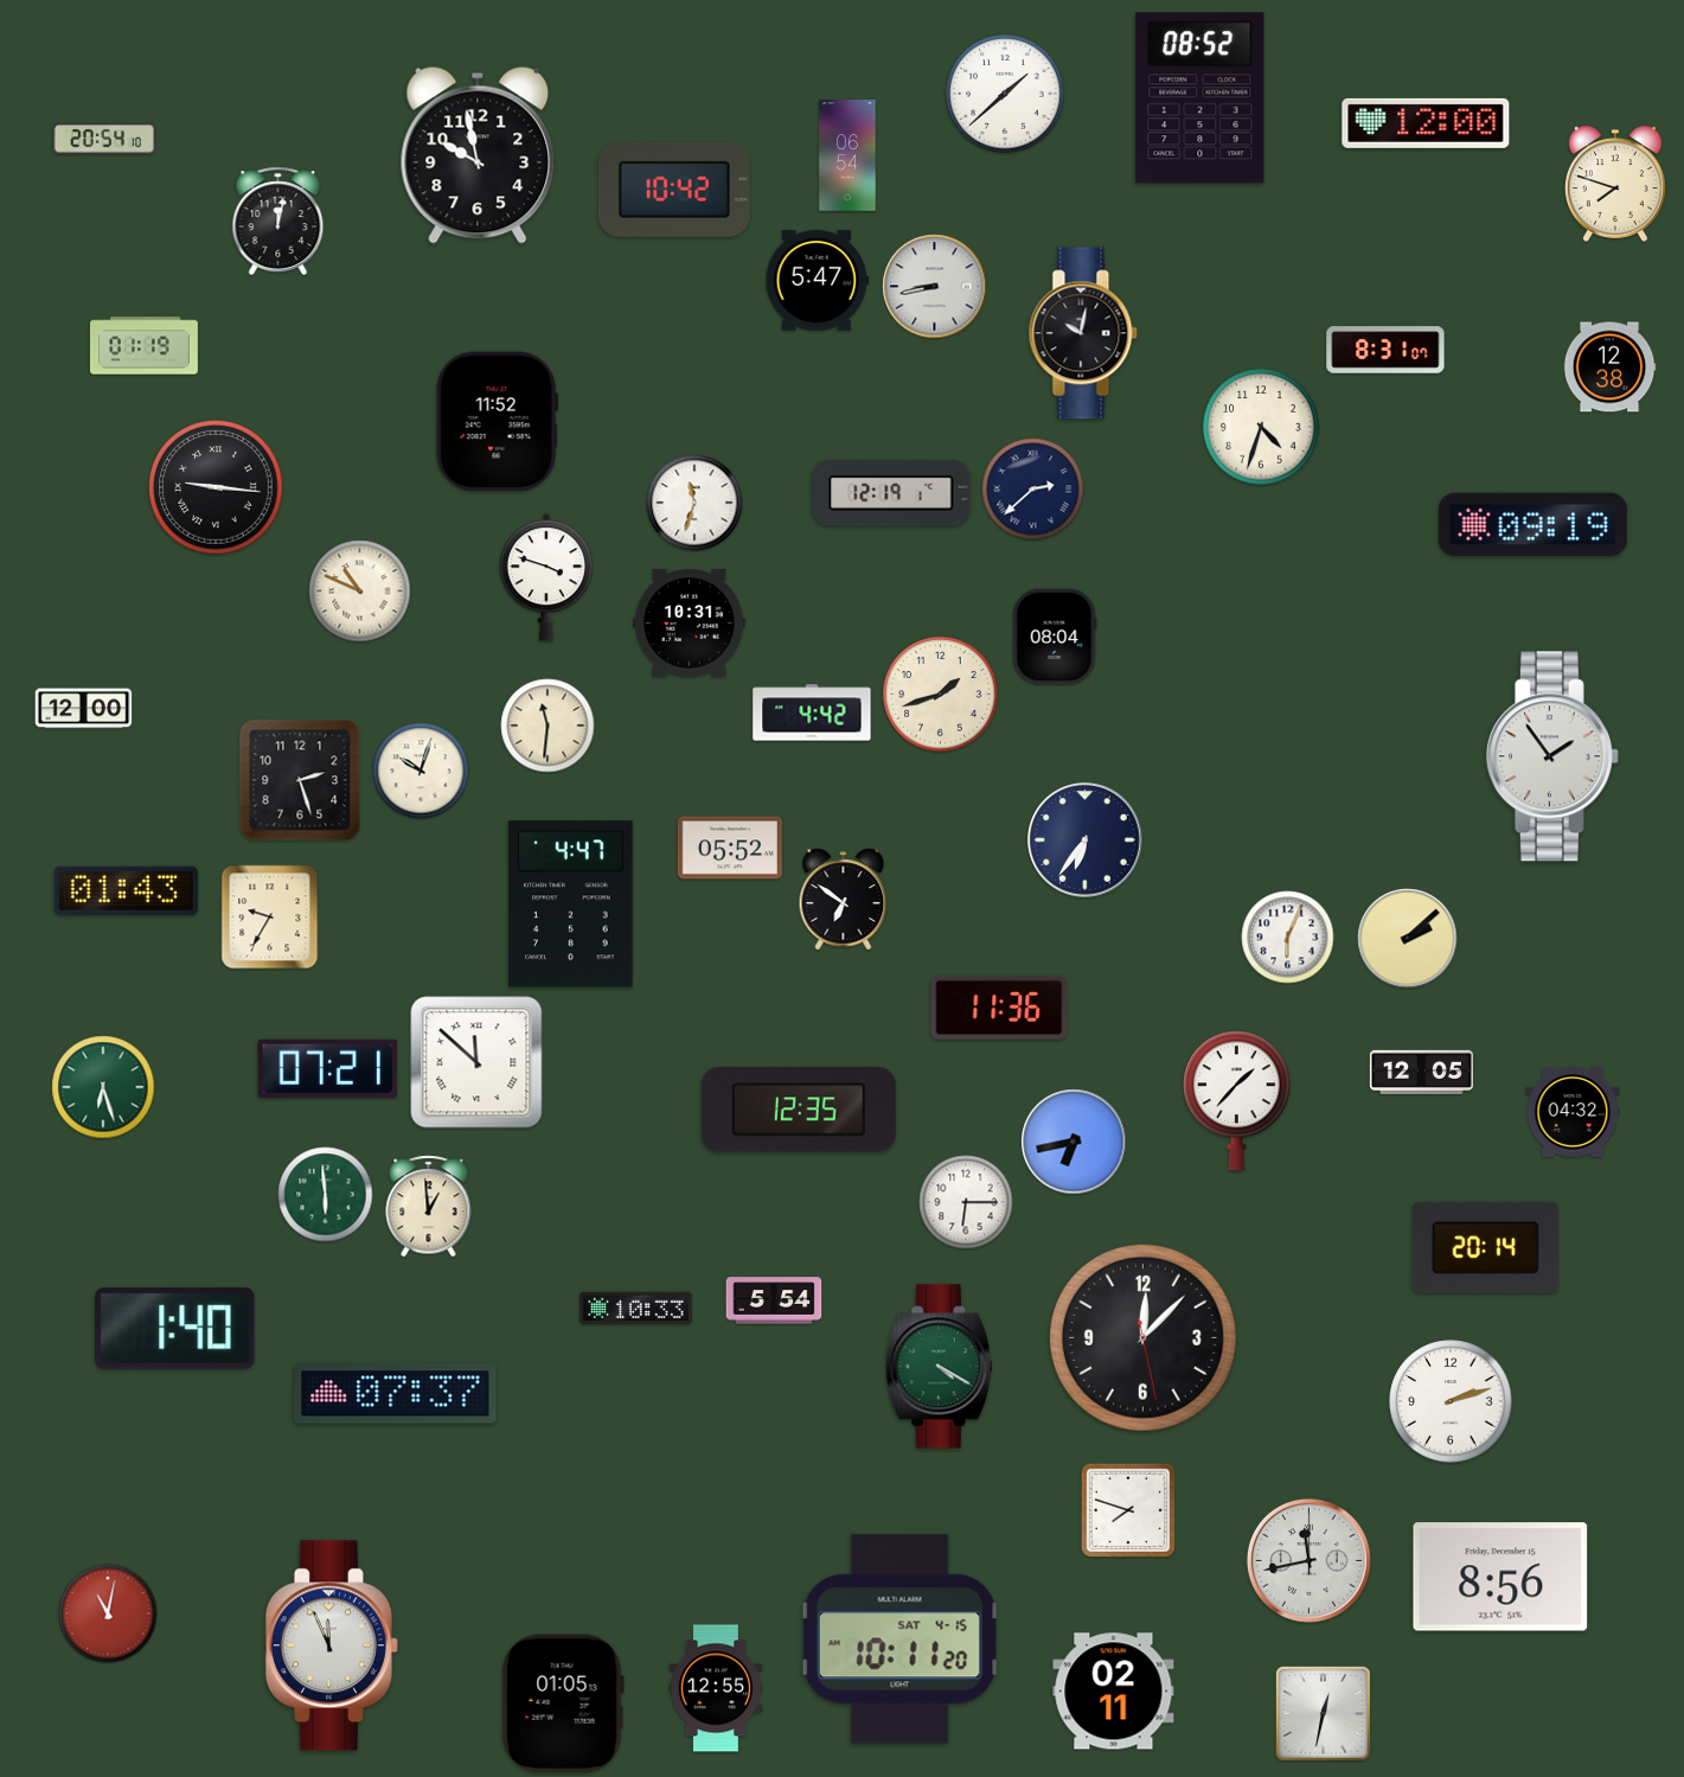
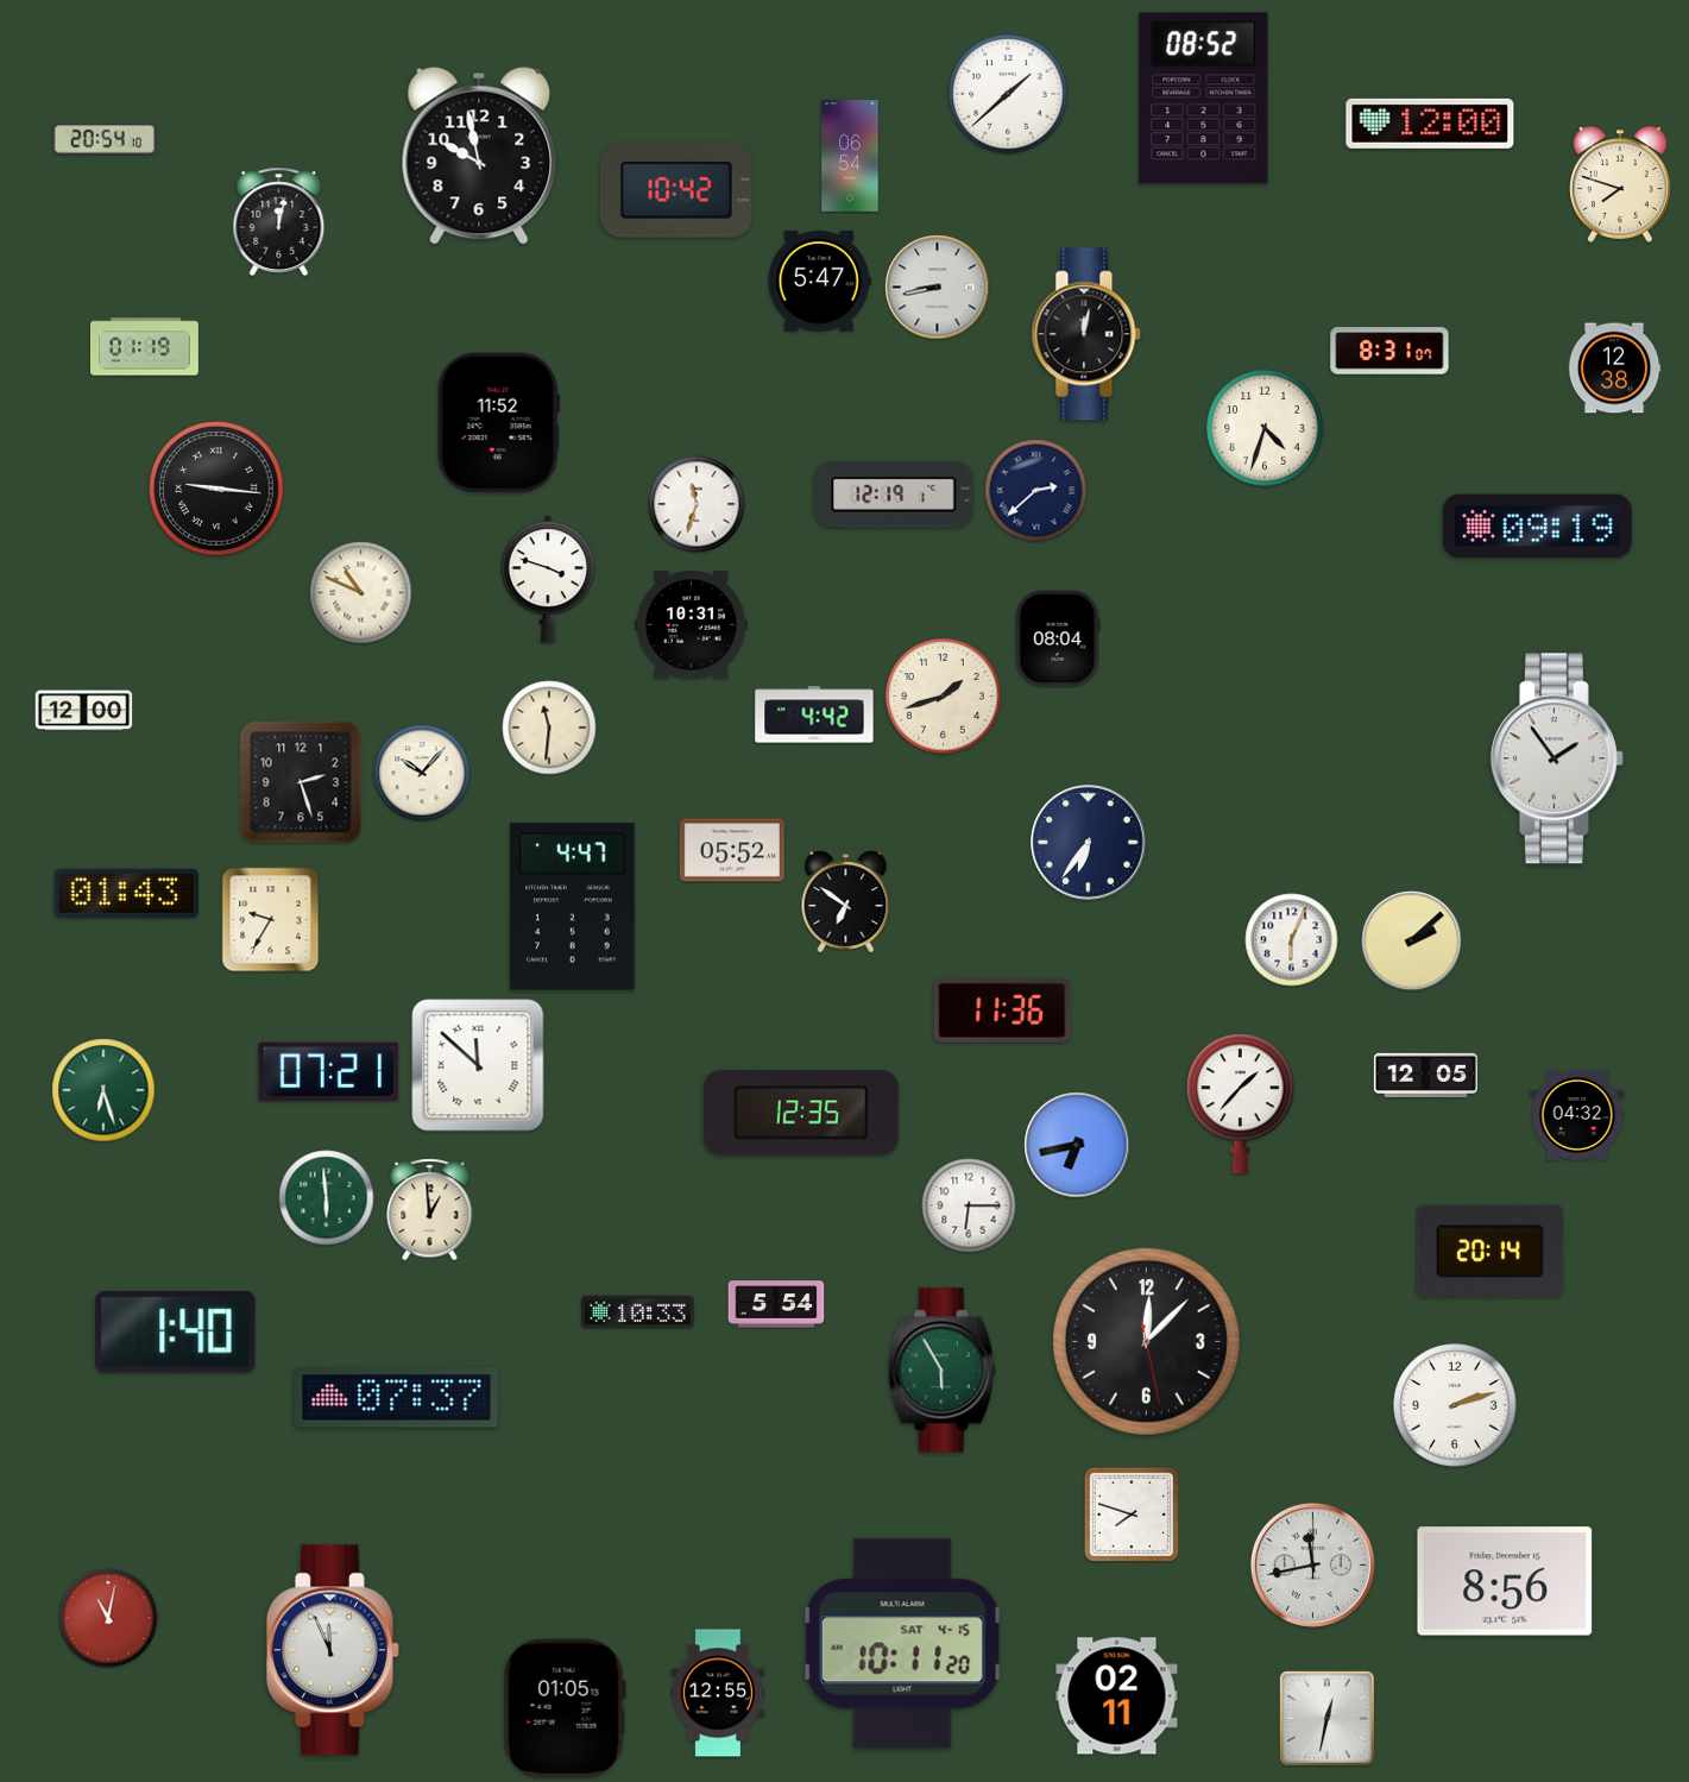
clock at (1083, 333): 10:02 -> 12:02
clock at (421, 771): 10:03 -> 10:07
clock at (939, 1367): 4:20 -> 5:55
